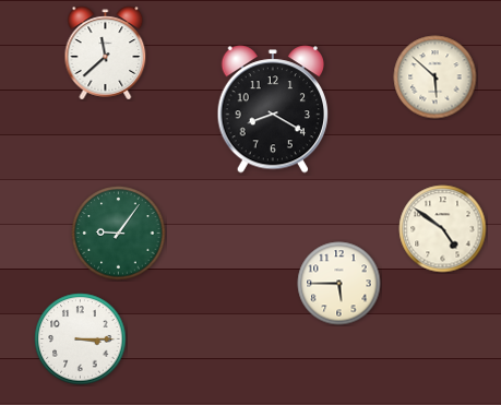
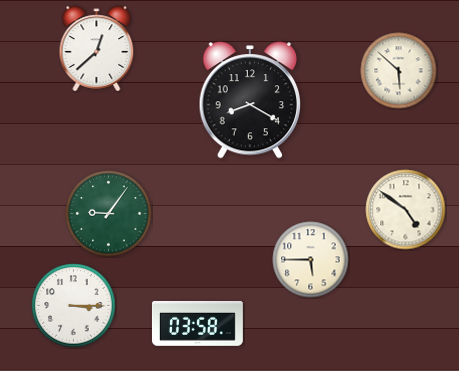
clock at (106, 53): 11:38 -> 12:38
clock at (81, 340) position: (81, 340) -> (74, 306)
clock at (197, 323): none -> 03:58
